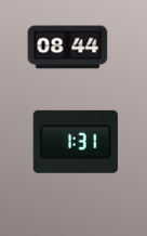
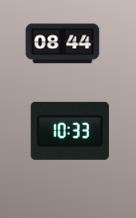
clock at (76, 142): 1:31 -> 10:33
